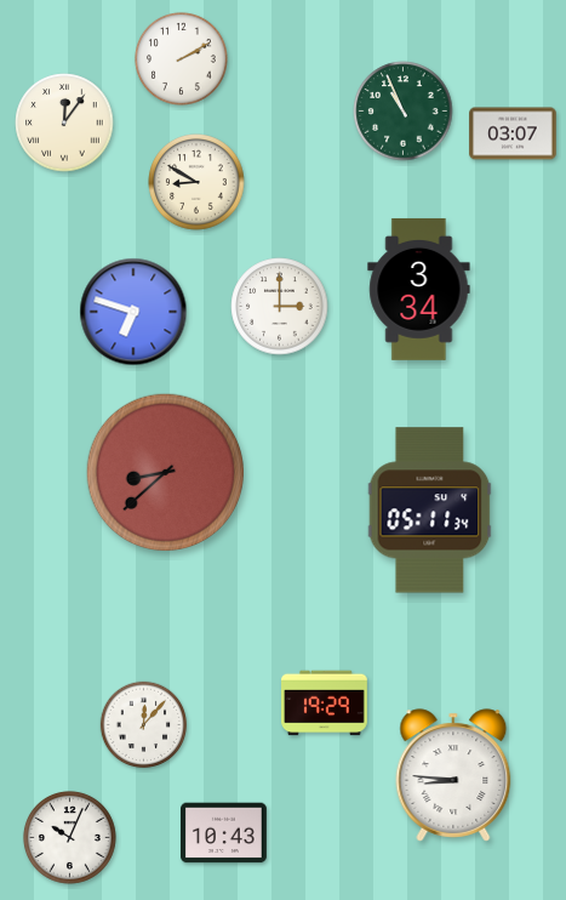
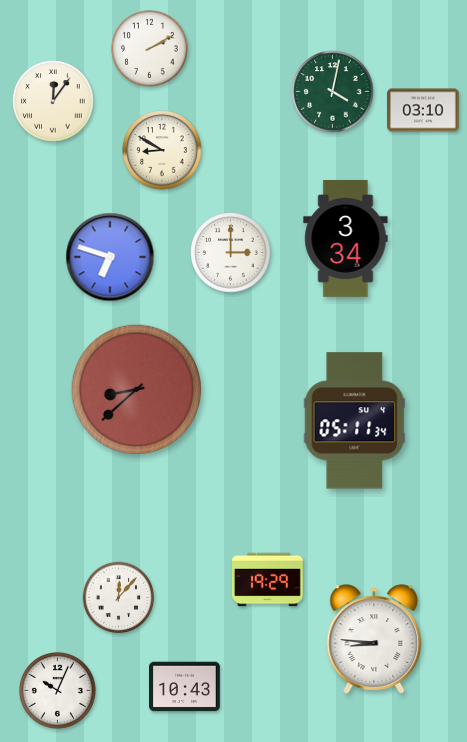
clock at (404, 112): 10:56 -> 4:02
clock at (513, 133): 03:07 -> 03:10
